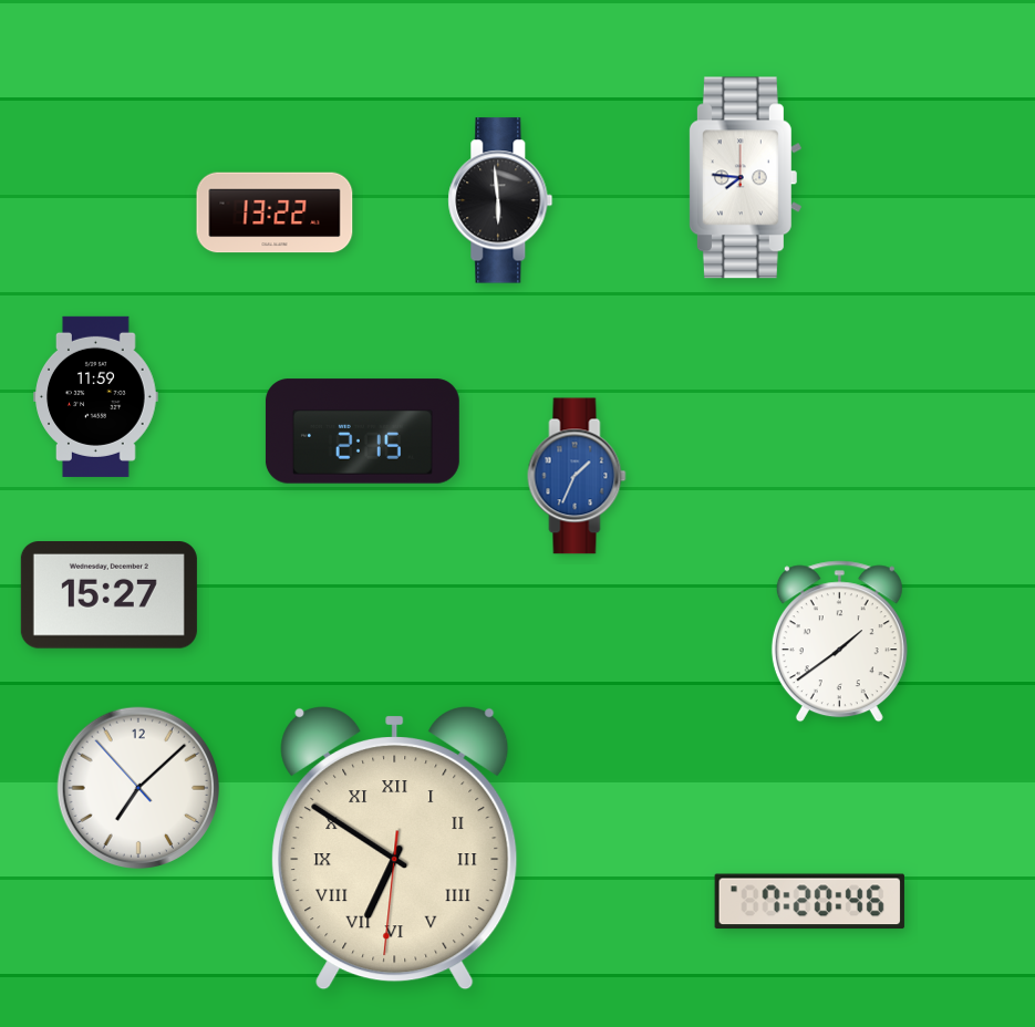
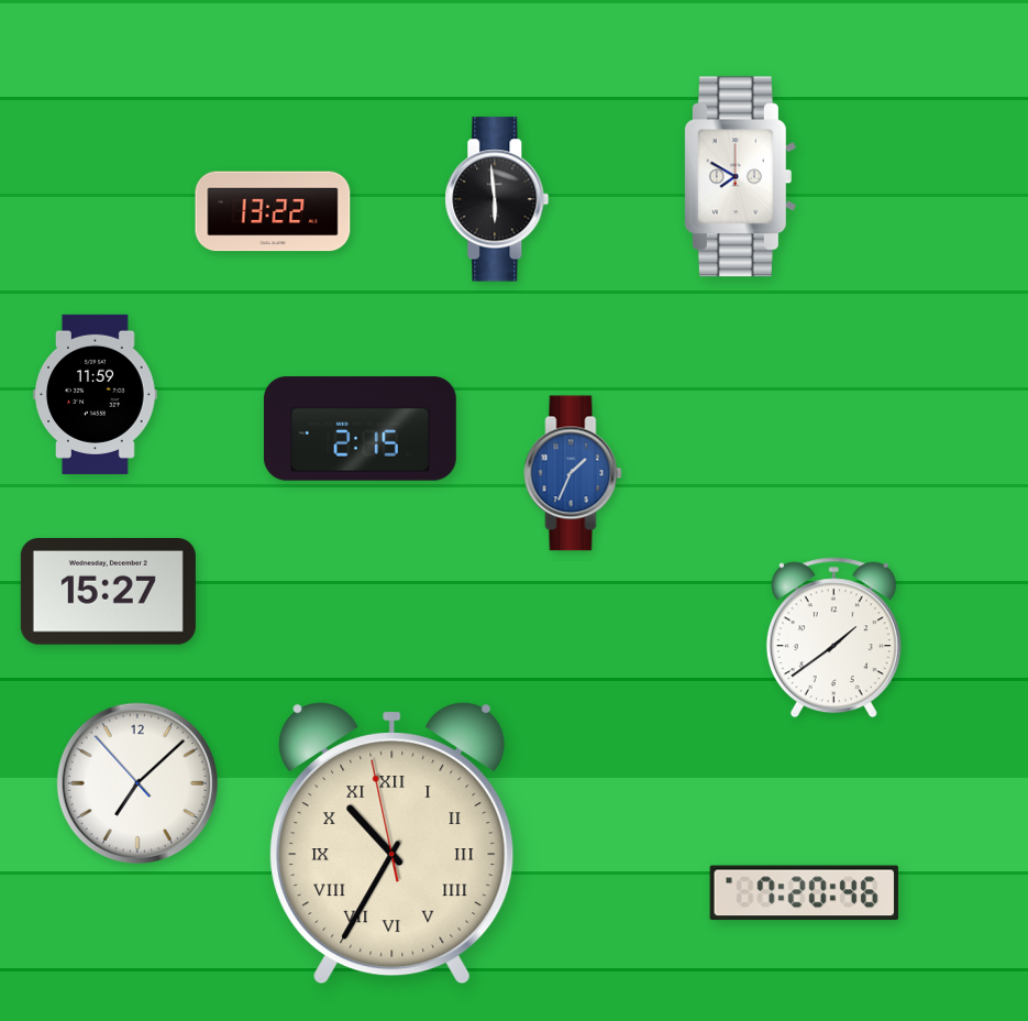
clock at (745, 178): 7:46 -> 7:50
clock at (395, 848): 6:50 -> 10:34
clock at (809, 902) position: (809, 902) -> (804, 893)
